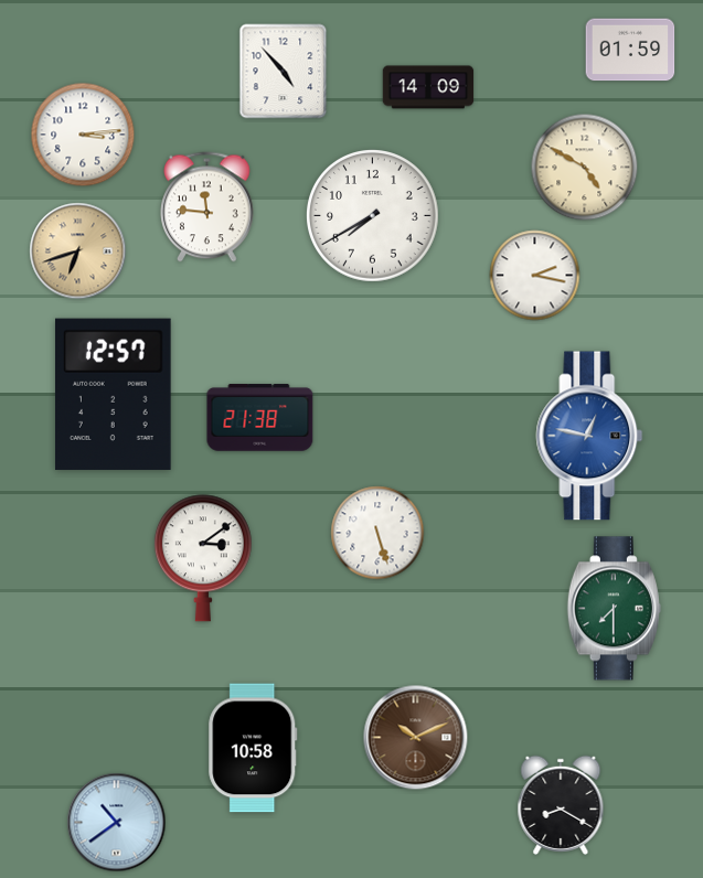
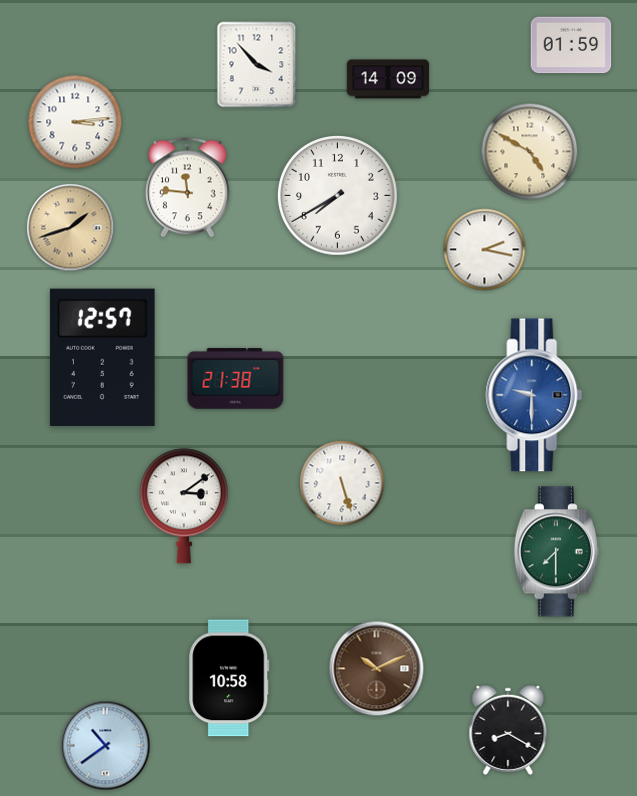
clock at (284, 72): 4:53 -> 3:53
clock at (78, 251): 6:42 -> 1:42
clock at (589, 436): 12:47 -> 9:30
